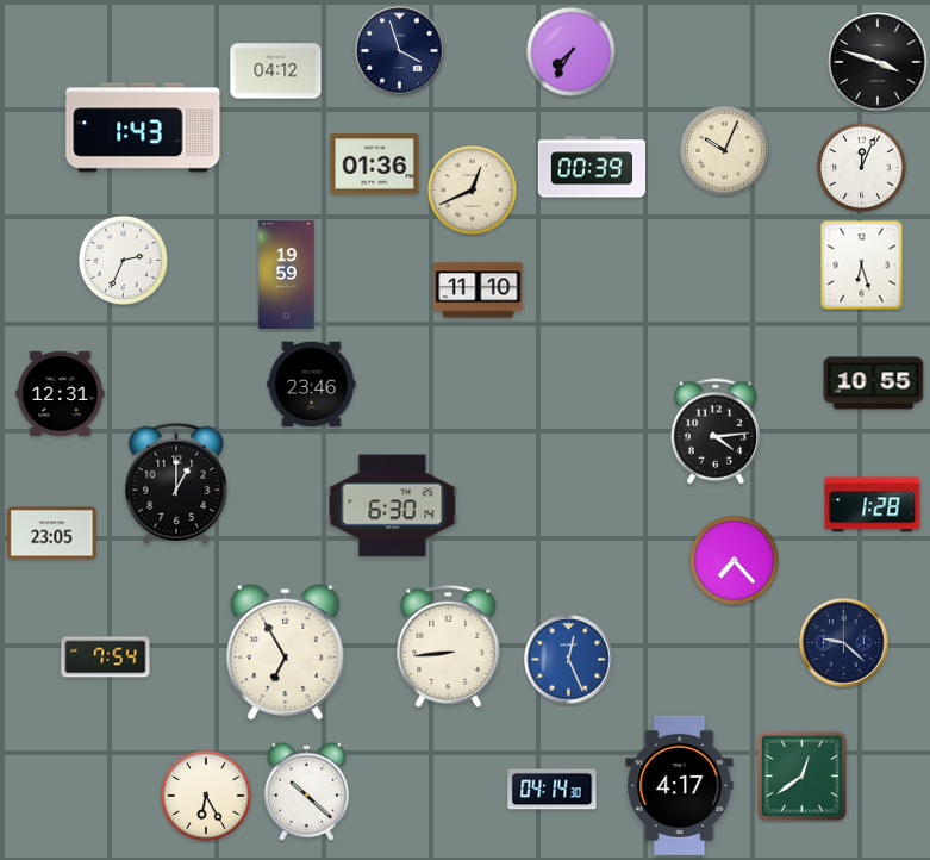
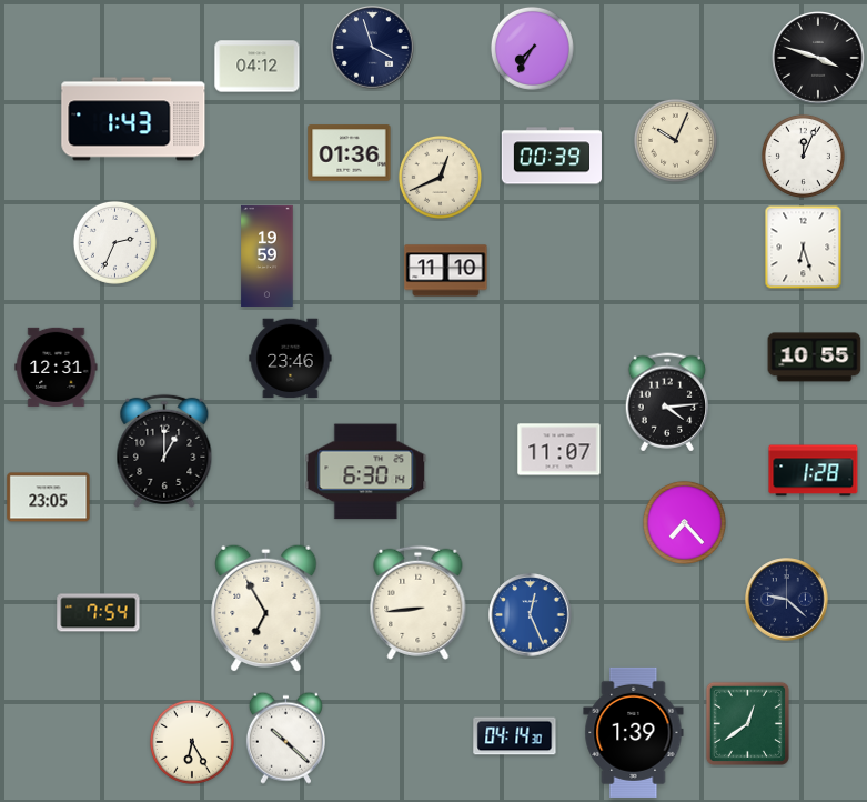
clock at (559, 450): none -> 11:07
clock at (680, 785): 4:17 -> 1:39
